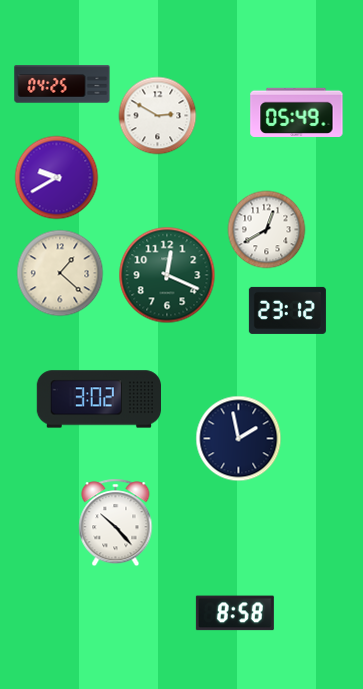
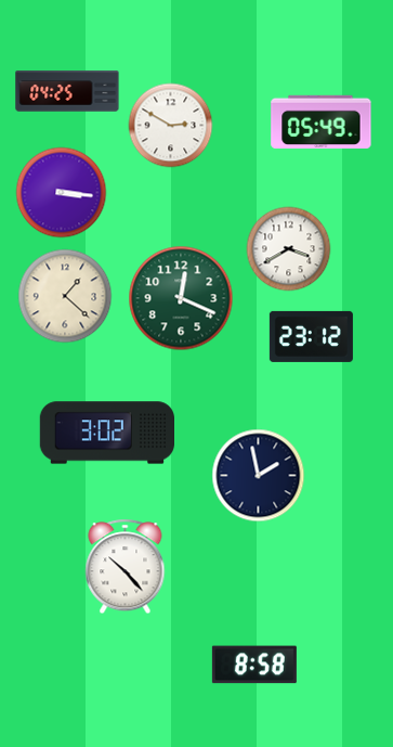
clock at (56, 177): 9:40 -> 3:16
clock at (266, 229): 12:40 -> 3:40
